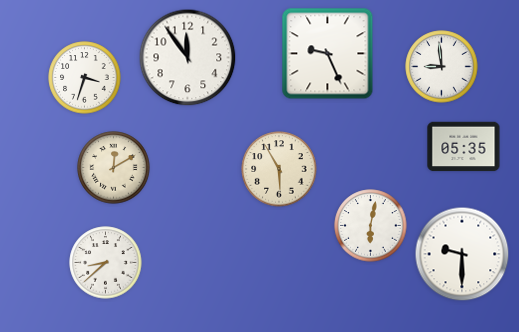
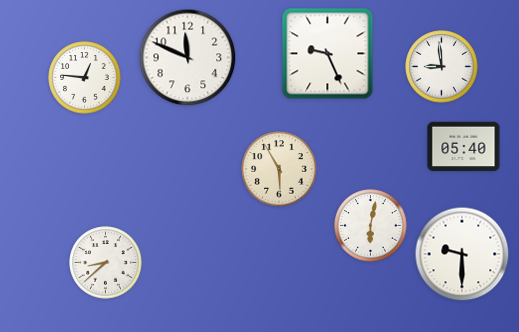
clock at (188, 58): 11:54 -> 11:49
clock at (85, 78): 3:33 -> 12:46
clock at (464, 147): 05:35 -> 05:40
clock at (114, 168): 12:10 -> none
